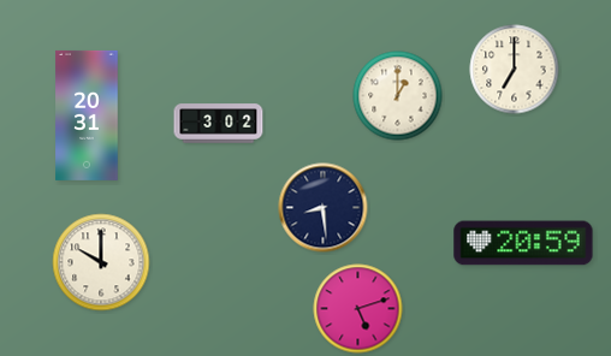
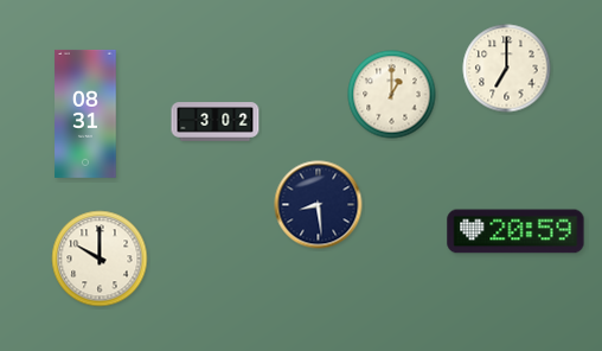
clock at (87, 115): 20:31 -> 08:31
clock at (523, 243) position: (523, 243) -> (515, 231)
clock at (358, 309): 5:12 -> none
